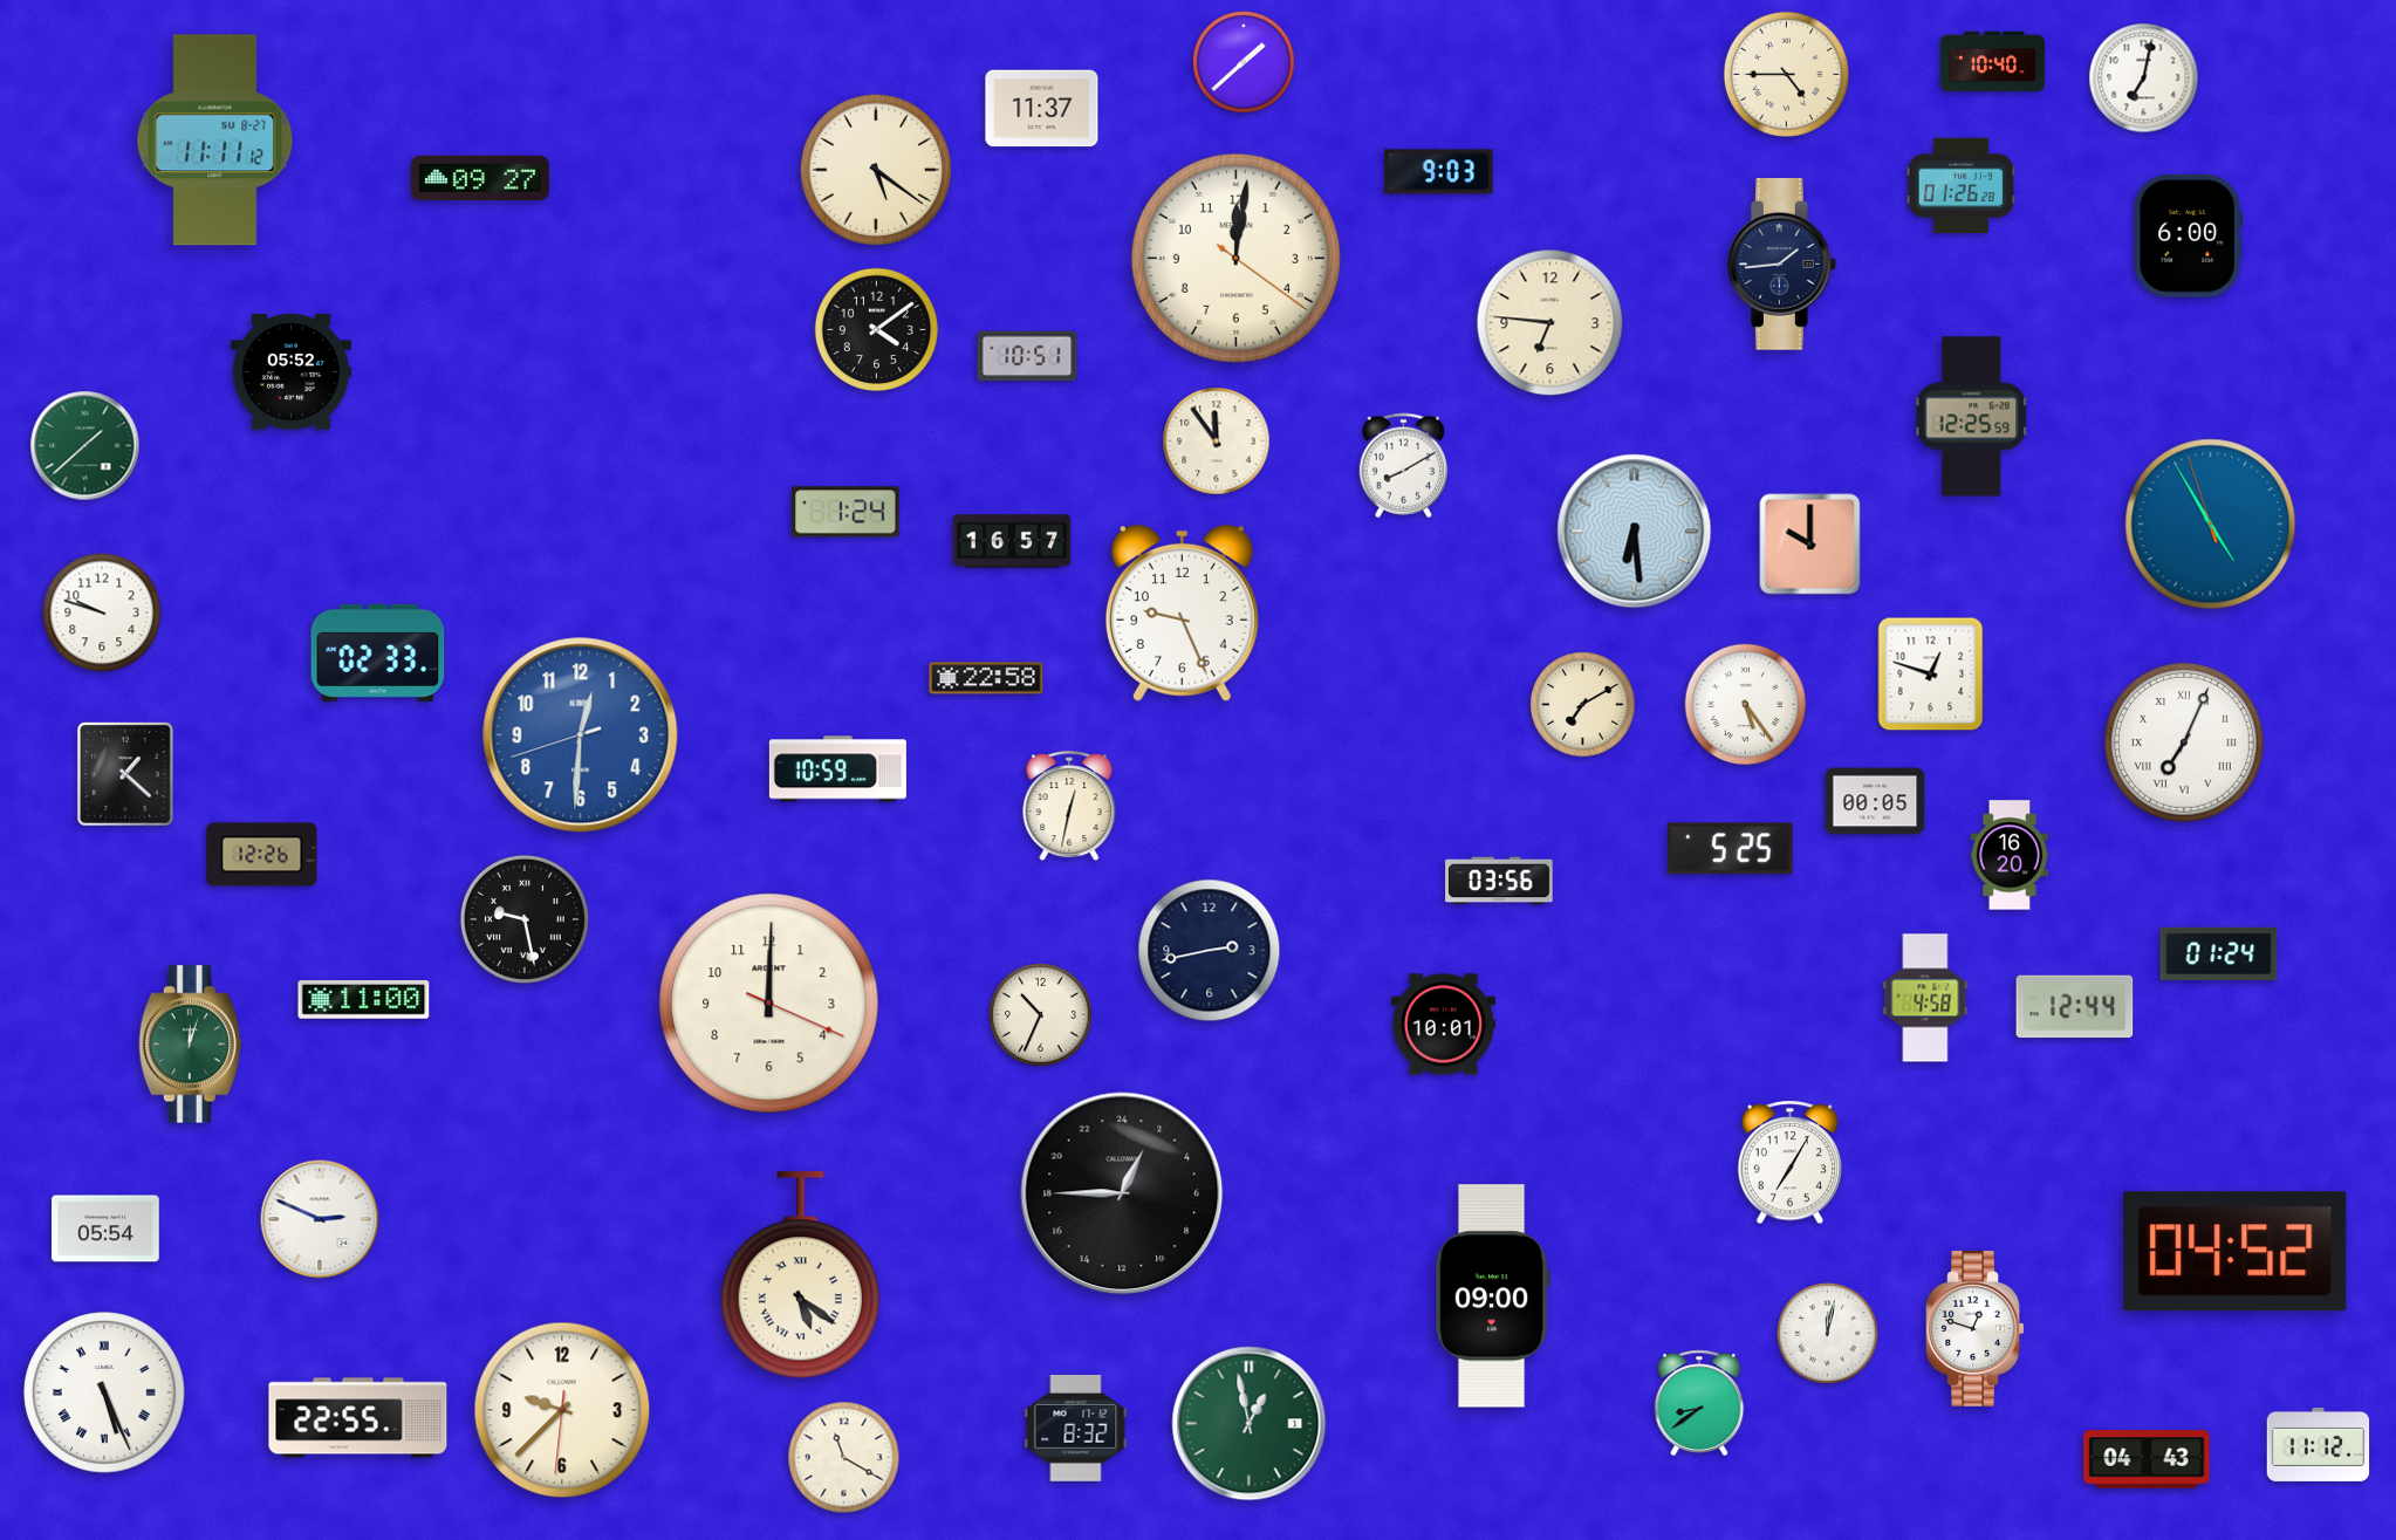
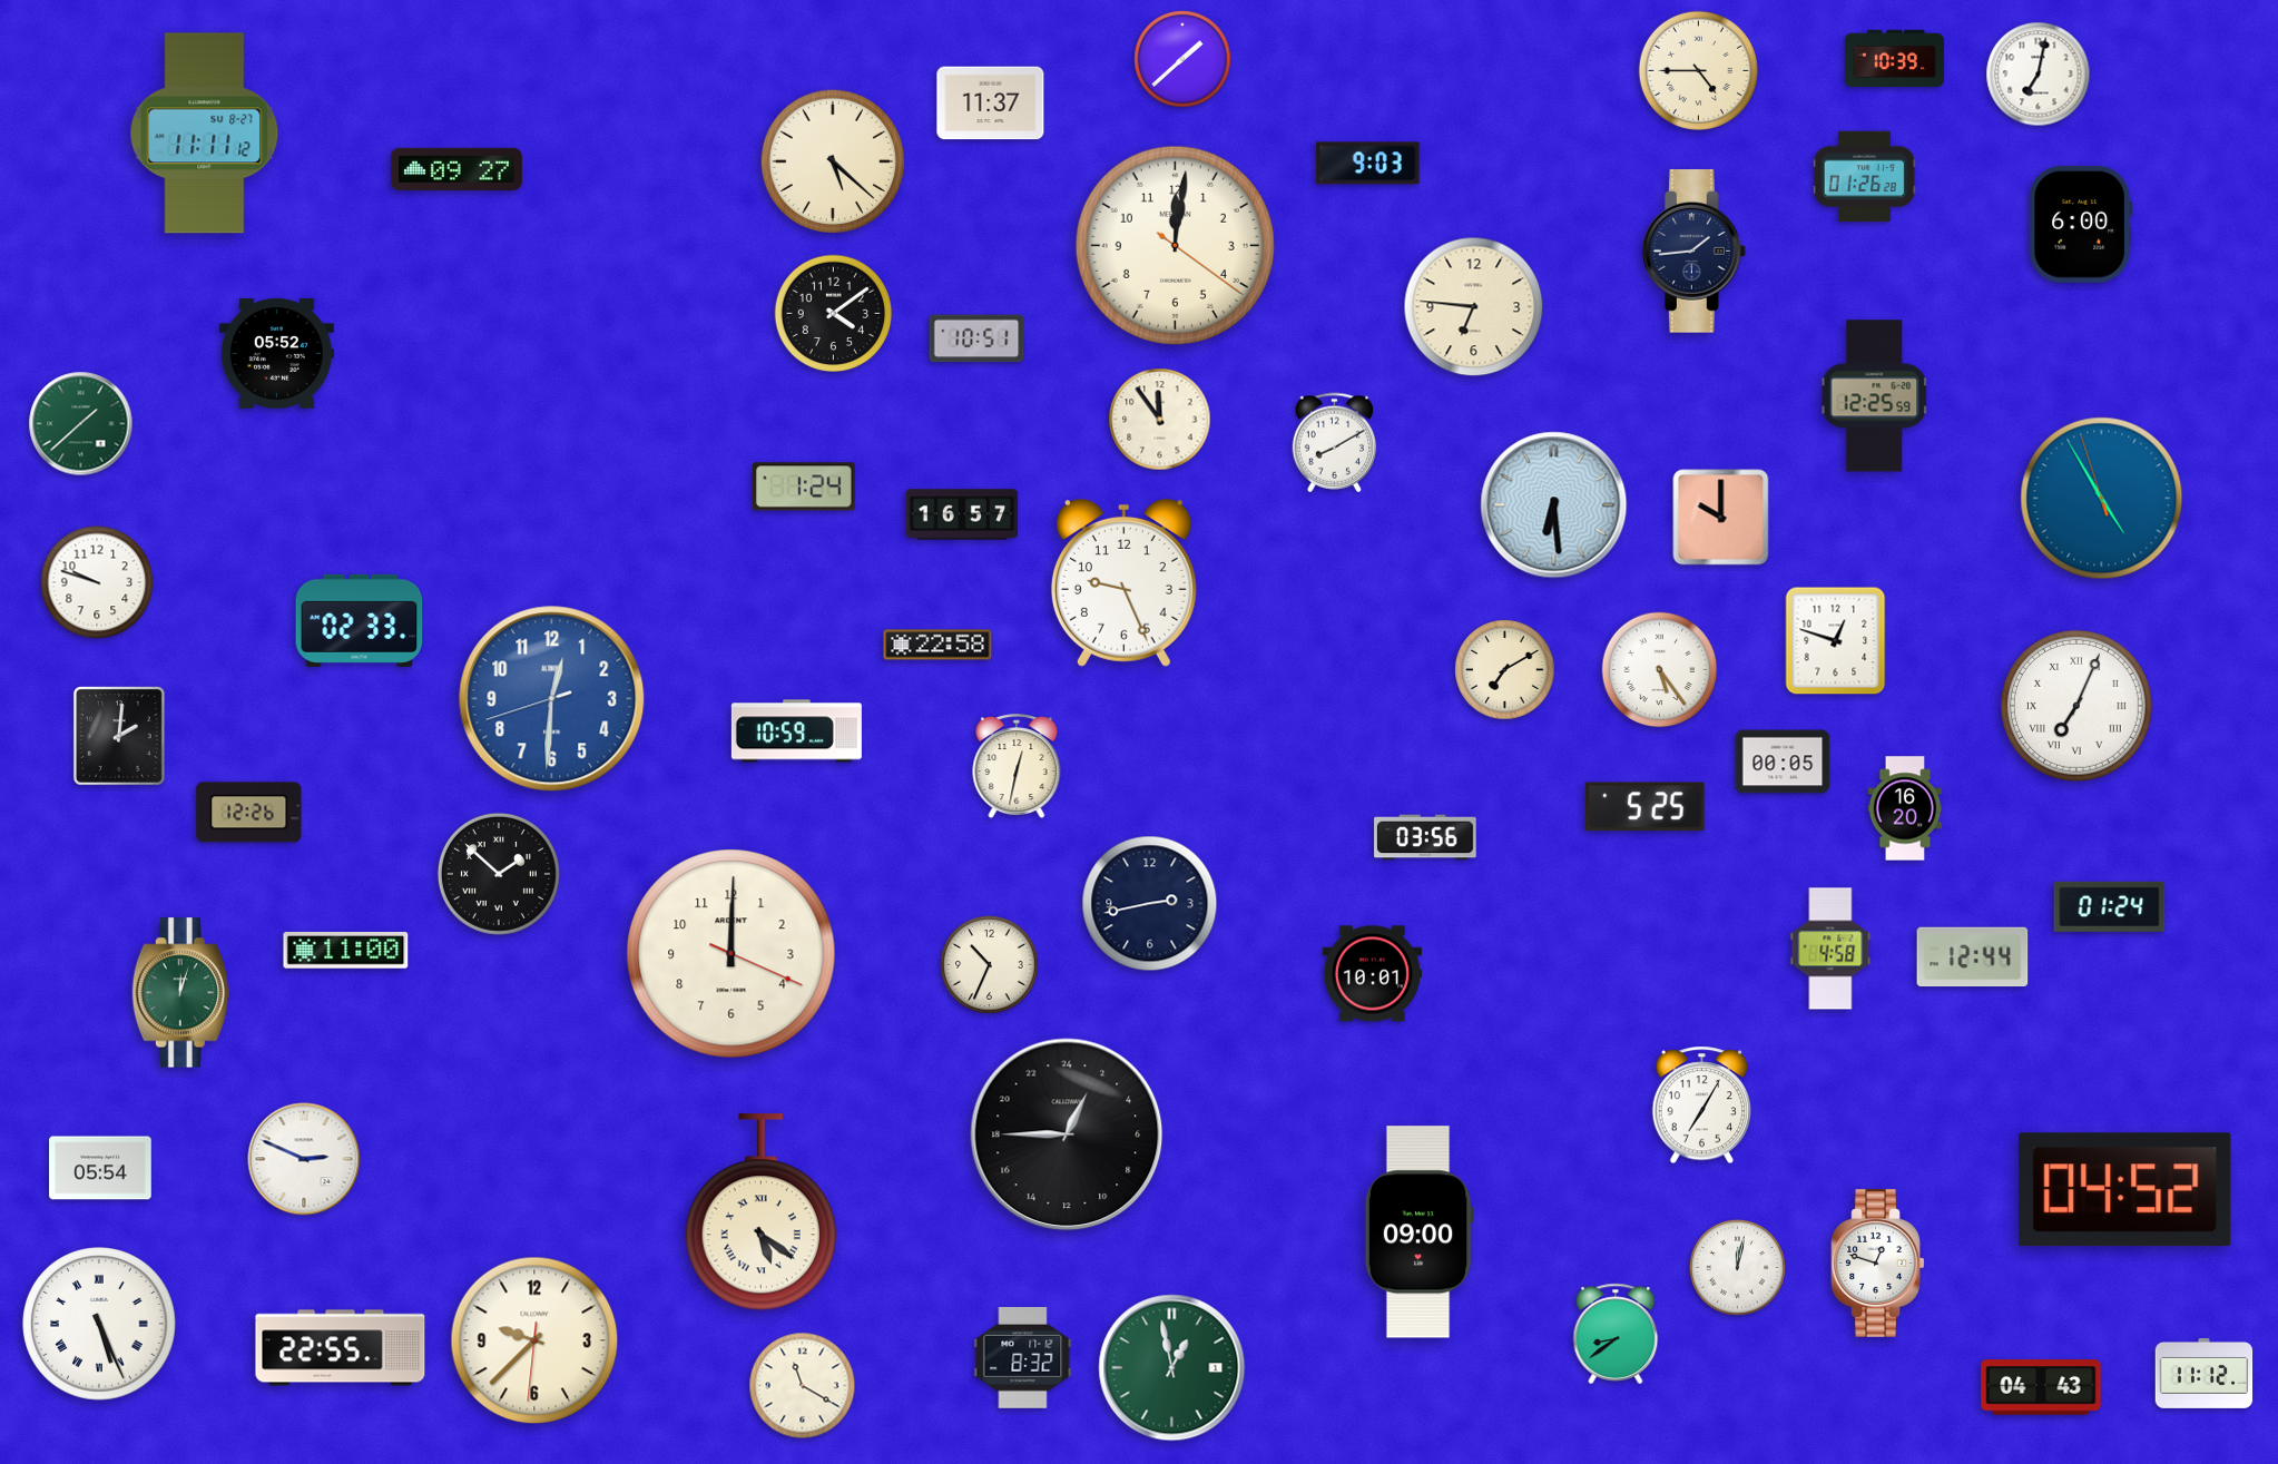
clock at (1992, 62): 10:40 -> 10:39
clock at (876, 170): 5:21 -> 5:22
clock at (1217, 442) position: (1217, 442) -> (1160, 420)
clock at (125, 775): 1:22 -> 2:01
clock at (2010, 855) position: (2010, 855) -> (1905, 808)
clock at (525, 919): 9:28 -> 1:52
clock at (1250, 1424) position: (1250, 1424) -> (1172, 1368)
